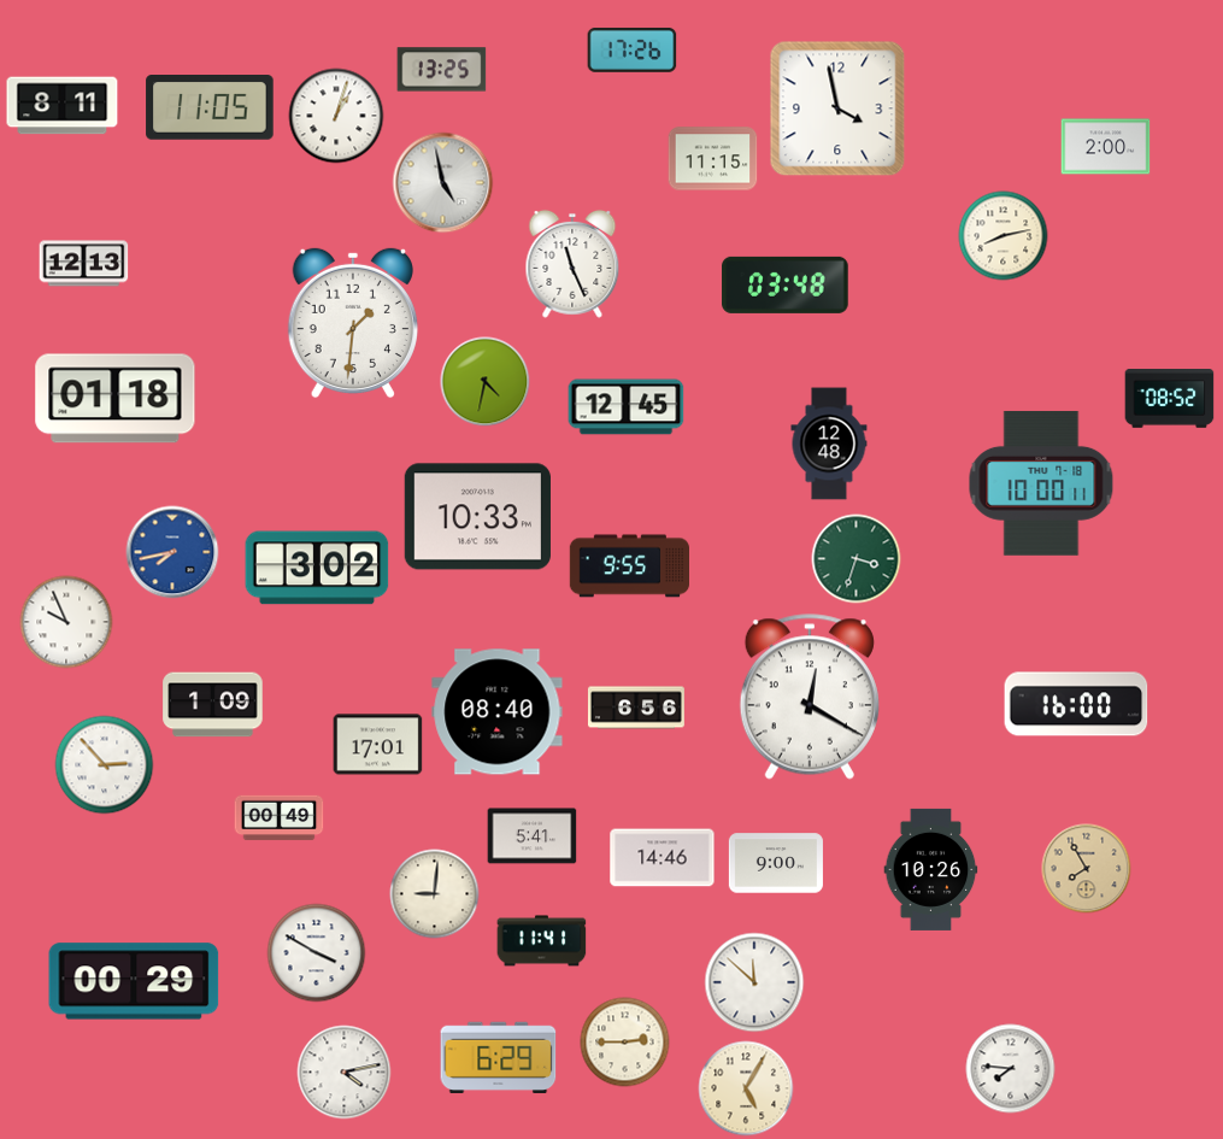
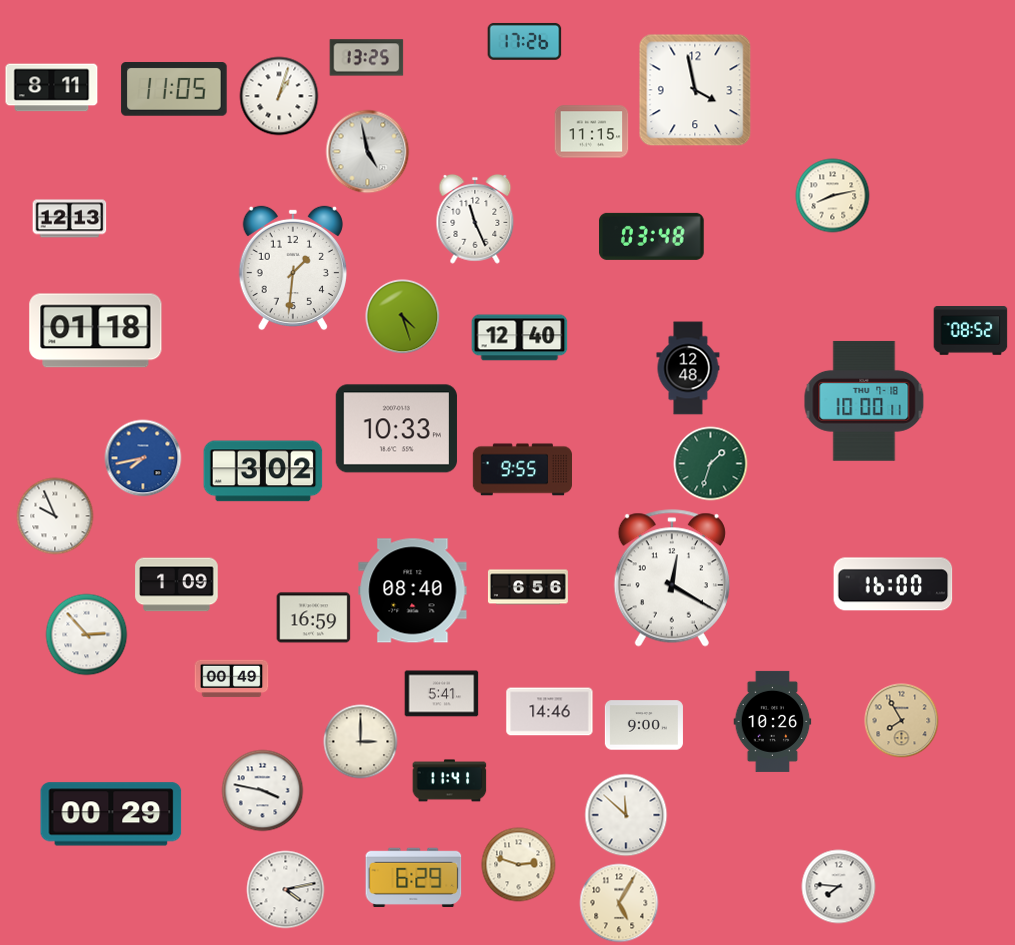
clock at (1106, 147): 2:00 -> none
clock at (486, 382): 4:32 -> 4:27
clock at (627, 407): 12:45 -> 12:40
clock at (857, 559): 3:33 -> 1:33
clock at (378, 745): 17:01 -> 16:59
clock at (776, 863) position: (776, 863) -> (644, 725)
clock at (435, 894): 9:01 -> 3:00
clock at (317, 953): 3:50 -> 3:47
clock at (625, 1043): 2:45 -> 2:48
